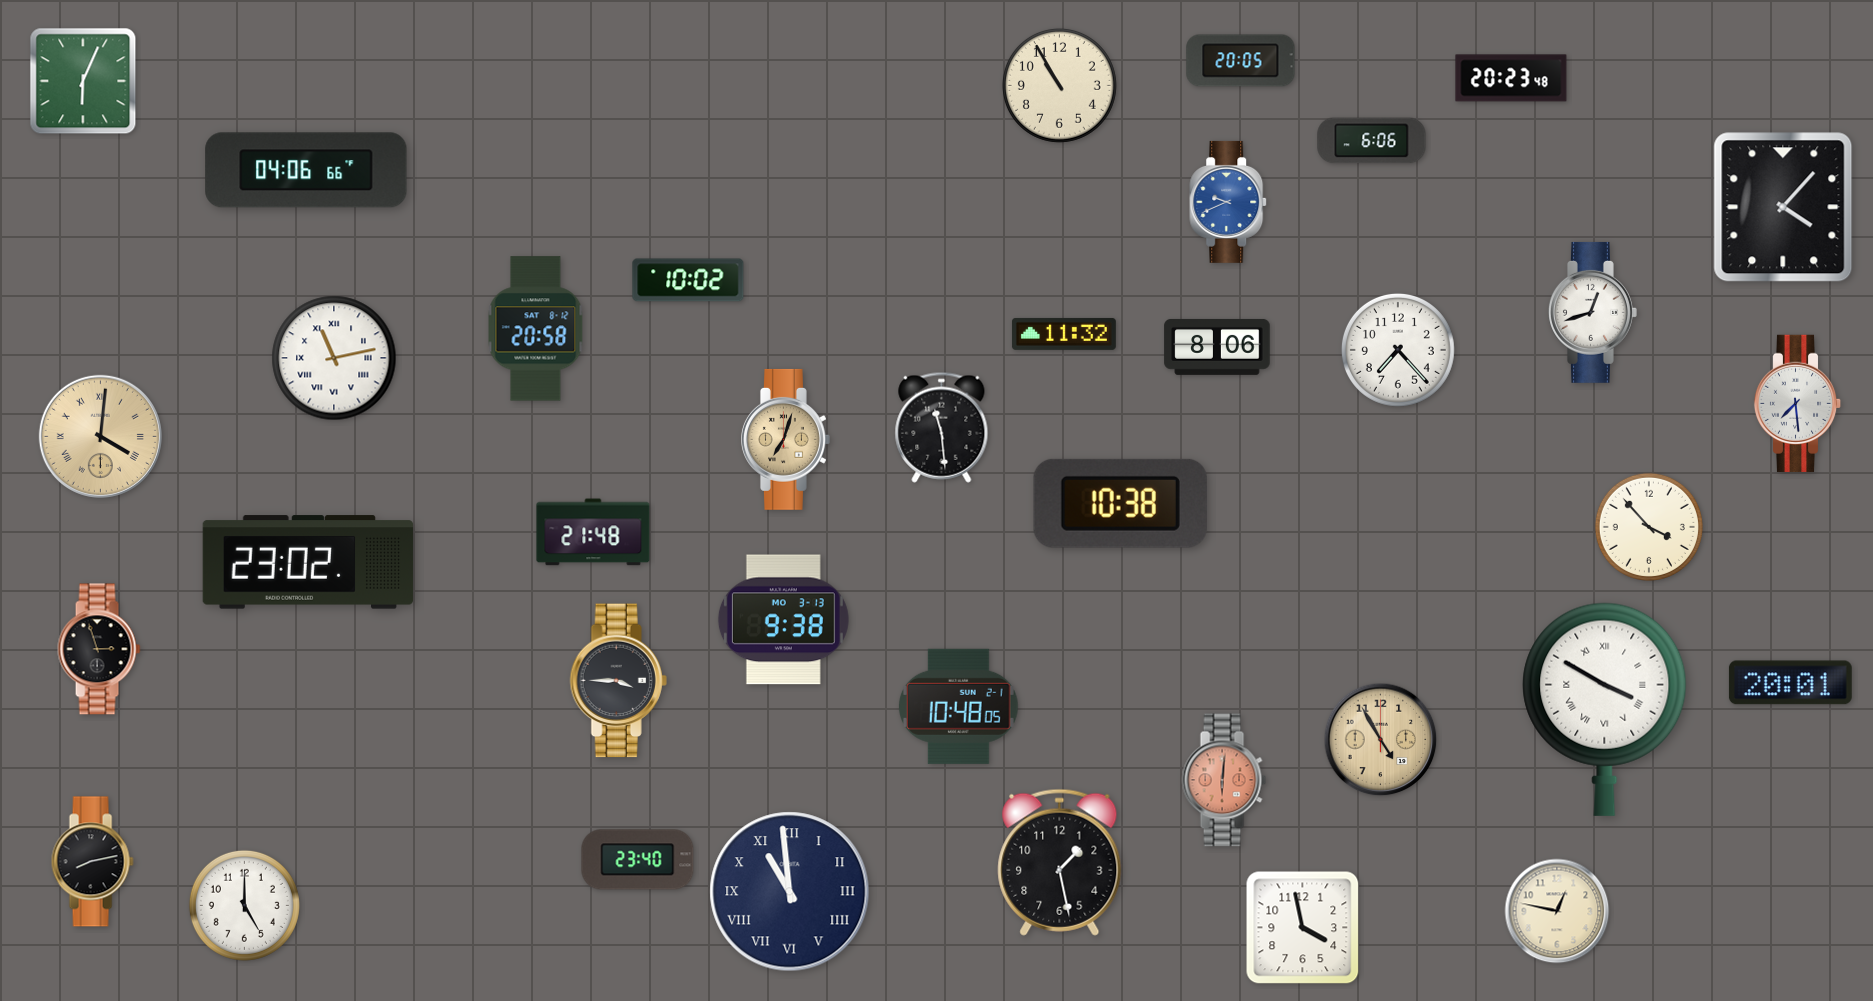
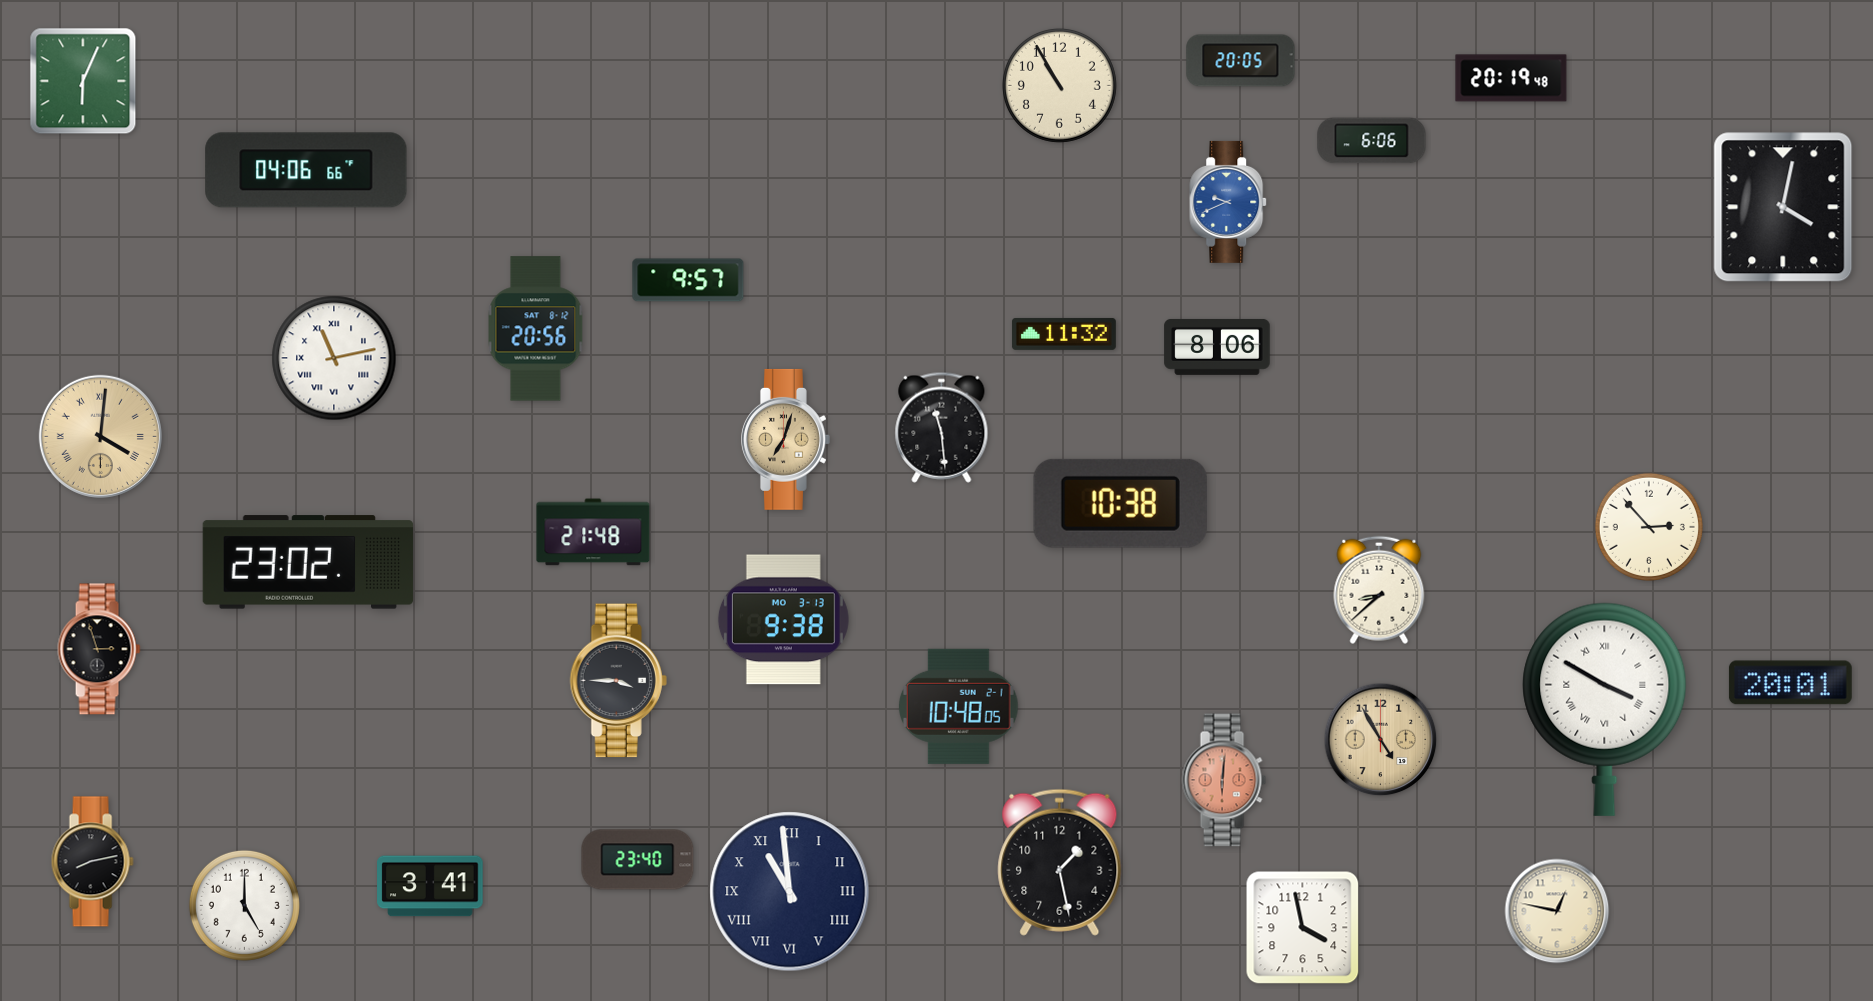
clock at (1511, 78): 20:23 -> 20:19
clock at (1783, 207): 4:07 -> 4:02
clock at (688, 280): 10:02 -> 9:57
clock at (1593, 312): 12:42 -> none
clock at (536, 329): 20:58 -> 20:56
clock at (1398, 350): 7:23 -> none
clock at (1798, 403): 7:29 -> none
clock at (1649, 527): 3:53 -> 2:53
clock at (1379, 590): none -> 8:38
clock at (430, 886): none -> 3:41
